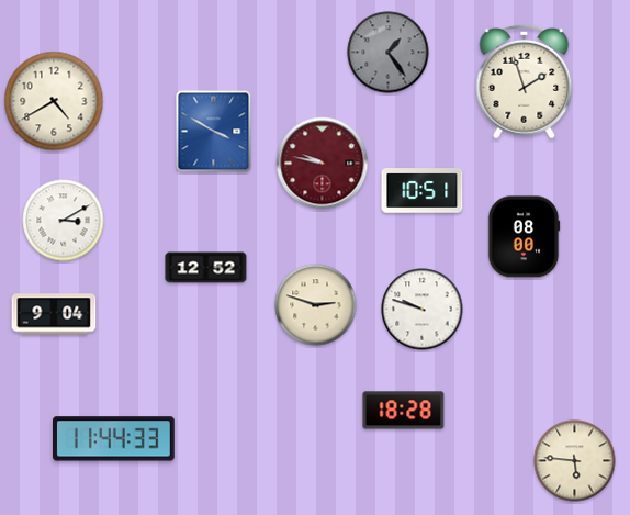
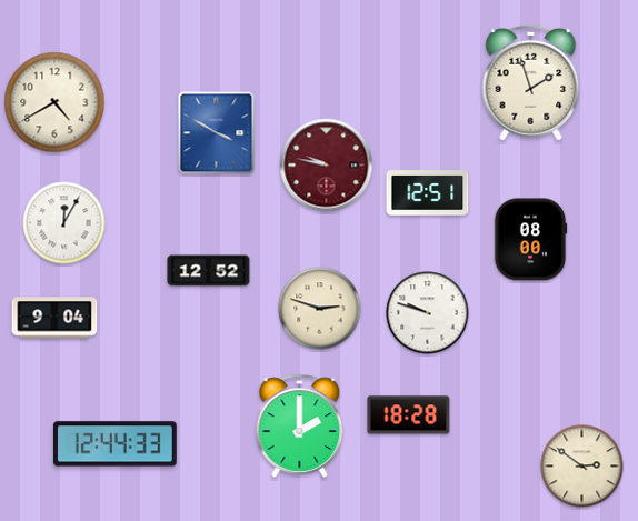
clock at (389, 53): 1:24 -> none
clock at (423, 191): 10:51 -> 12:51
clock at (64, 221): 3:10 -> 12:05
clock at (300, 425): none -> 2:00
clock at (114, 439): 11:44 -> 12:44
clock at (575, 461): 5:46 -> 2:51
